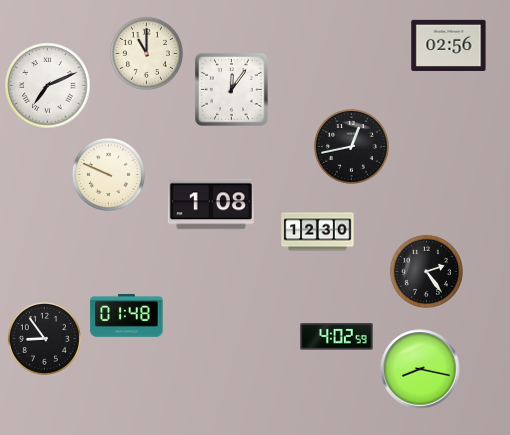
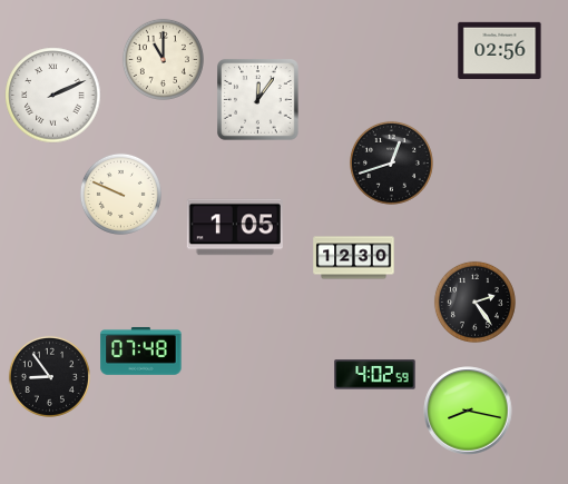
clock at (48, 86): 7:11 -> 2:11
clock at (351, 146): 12:43 -> 12:42
clock at (211, 204): 1:08 -> 1:05
clock at (127, 316): 01:48 -> 07:48
